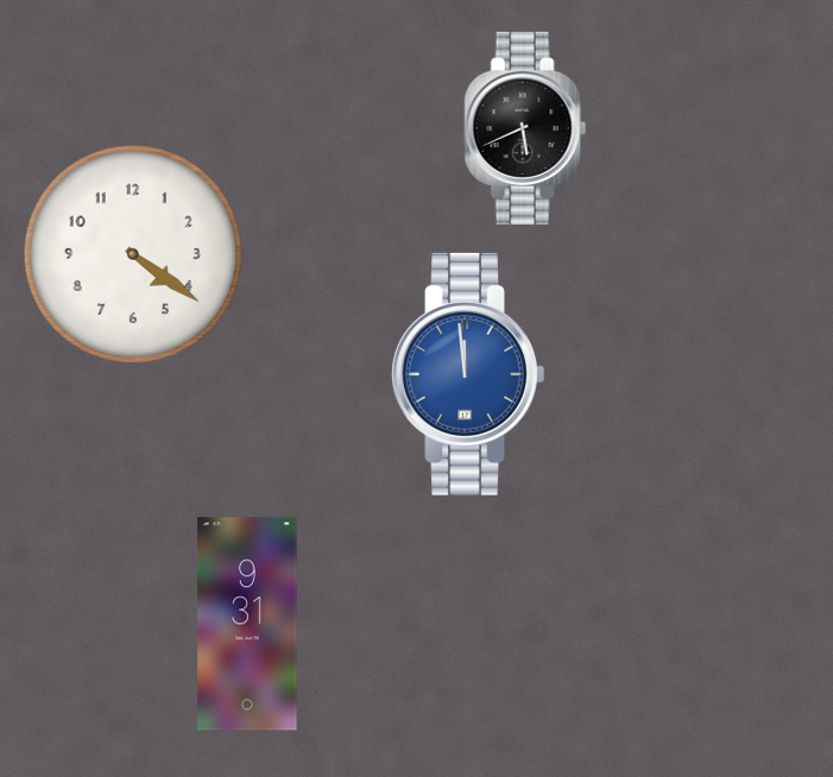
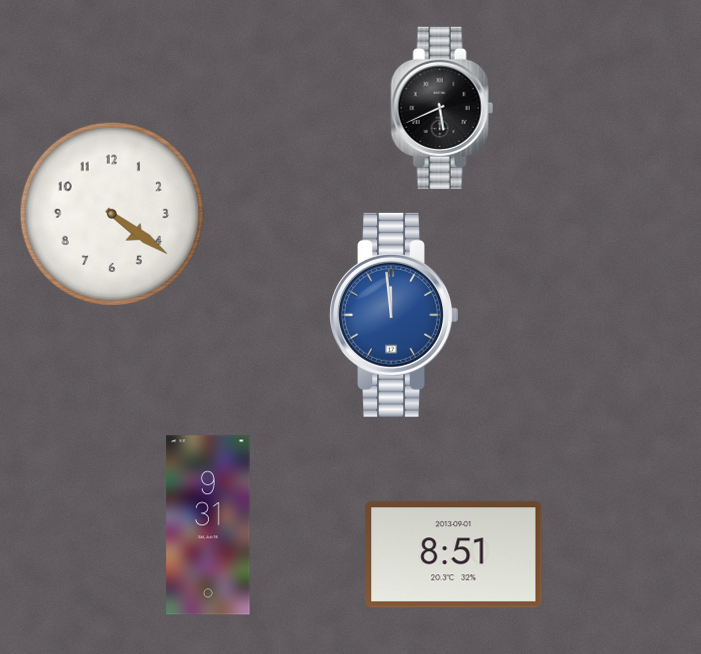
clock at (454, 555): none -> 8:51
